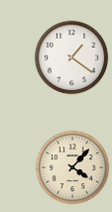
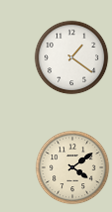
clock at (73, 168): 4:07 -> 4:09
